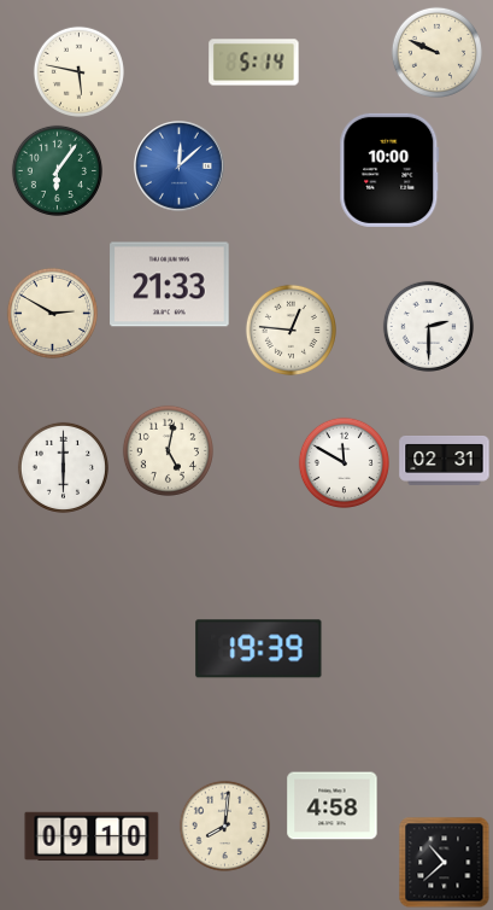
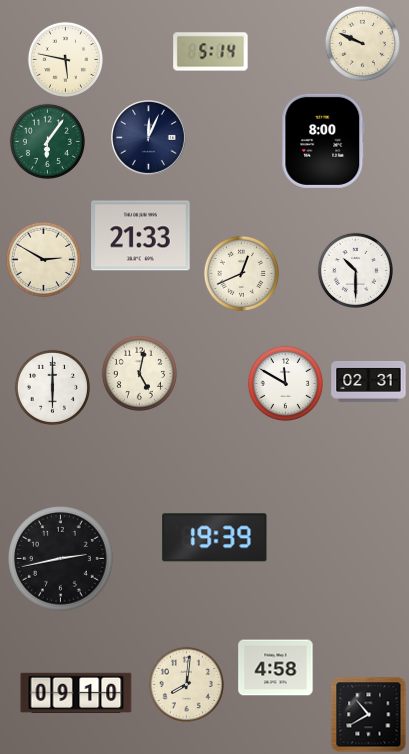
clock at (180, 167): 12:08 -> 12:04
clock at (180, 167) dial: blue -> navy
clock at (389, 170): 10:00 -> 8:00
clock at (428, 326): 2:30 -> 10:30
clock at (290, 329): 12:46 -> 12:41
clock at (61, 559): none -> 2:43
clock at (445, 863): 10:38 -> 10:40
